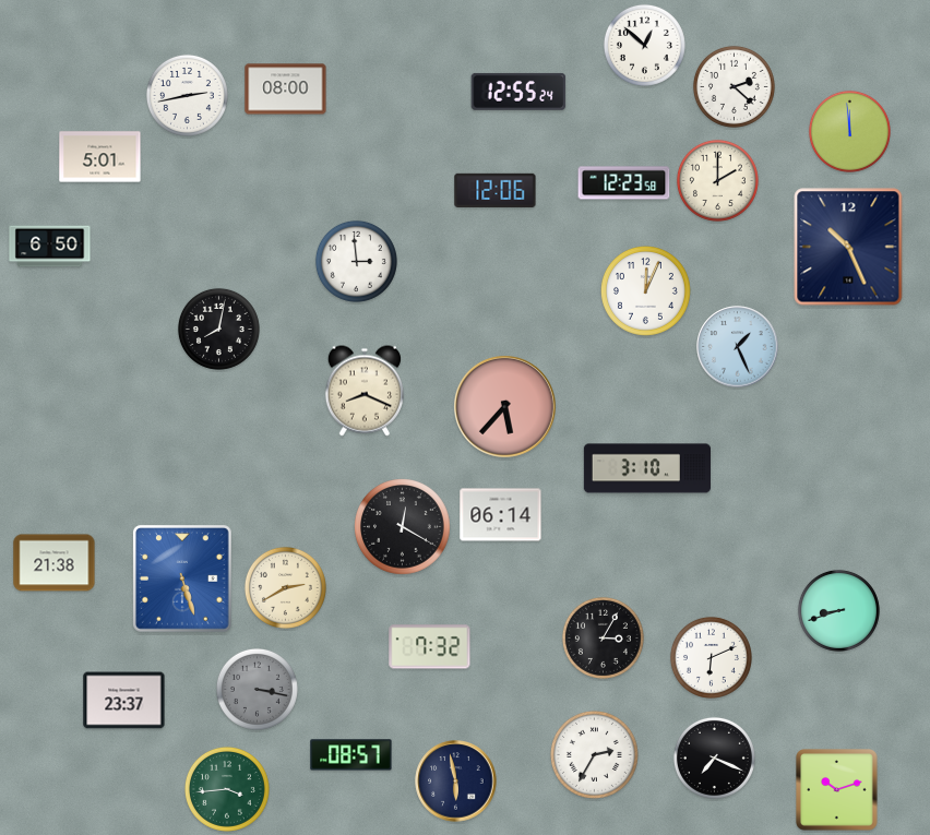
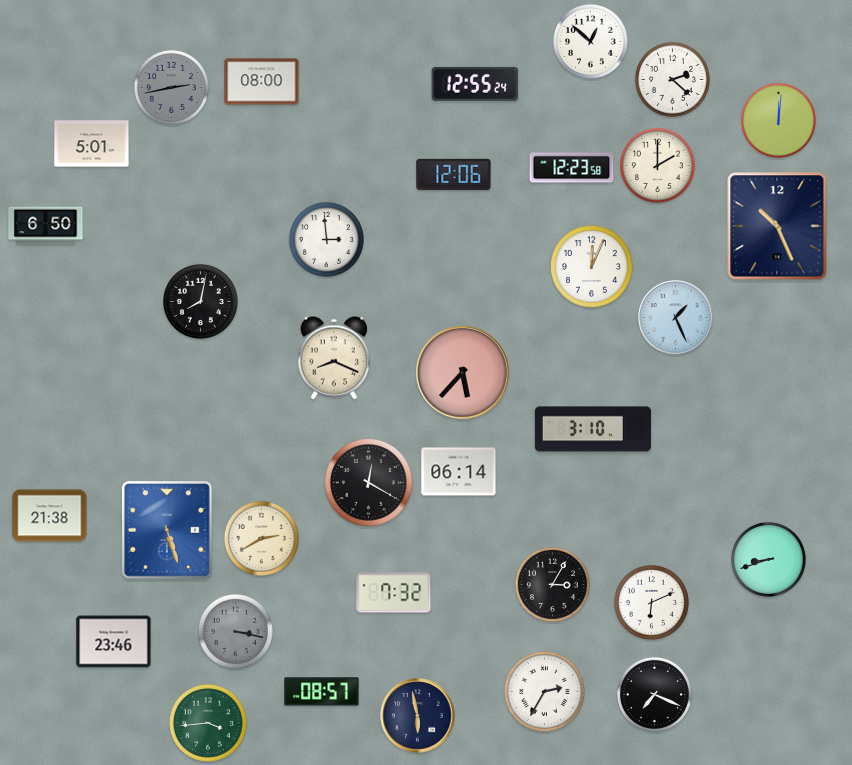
clock at (187, 95) dial: white -> grey
clock at (849, 131): 11:59 -> 12:01
clock at (124, 701): 23:37 -> 23:46
clock at (837, 790): 10:12 -> none
